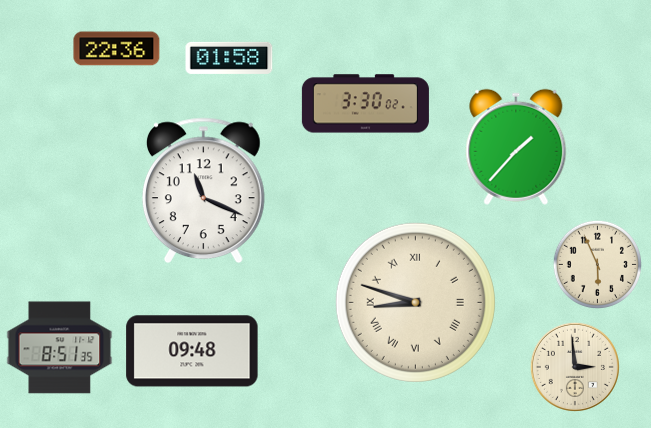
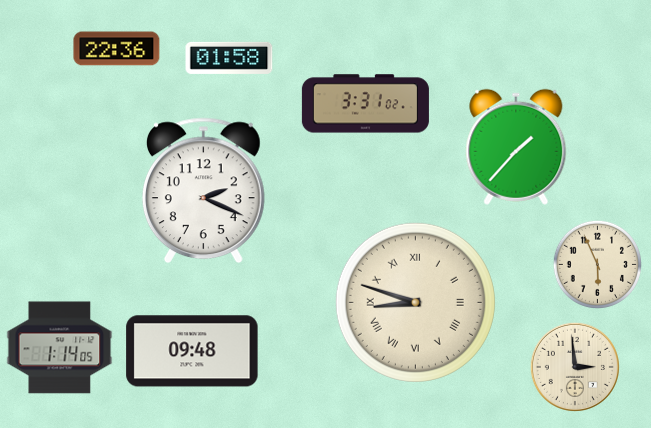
clock at (365, 104): 3:30 -> 3:31
clock at (203, 191): 11:19 -> 2:19
clock at (60, 348): 8:51 -> 1:14
